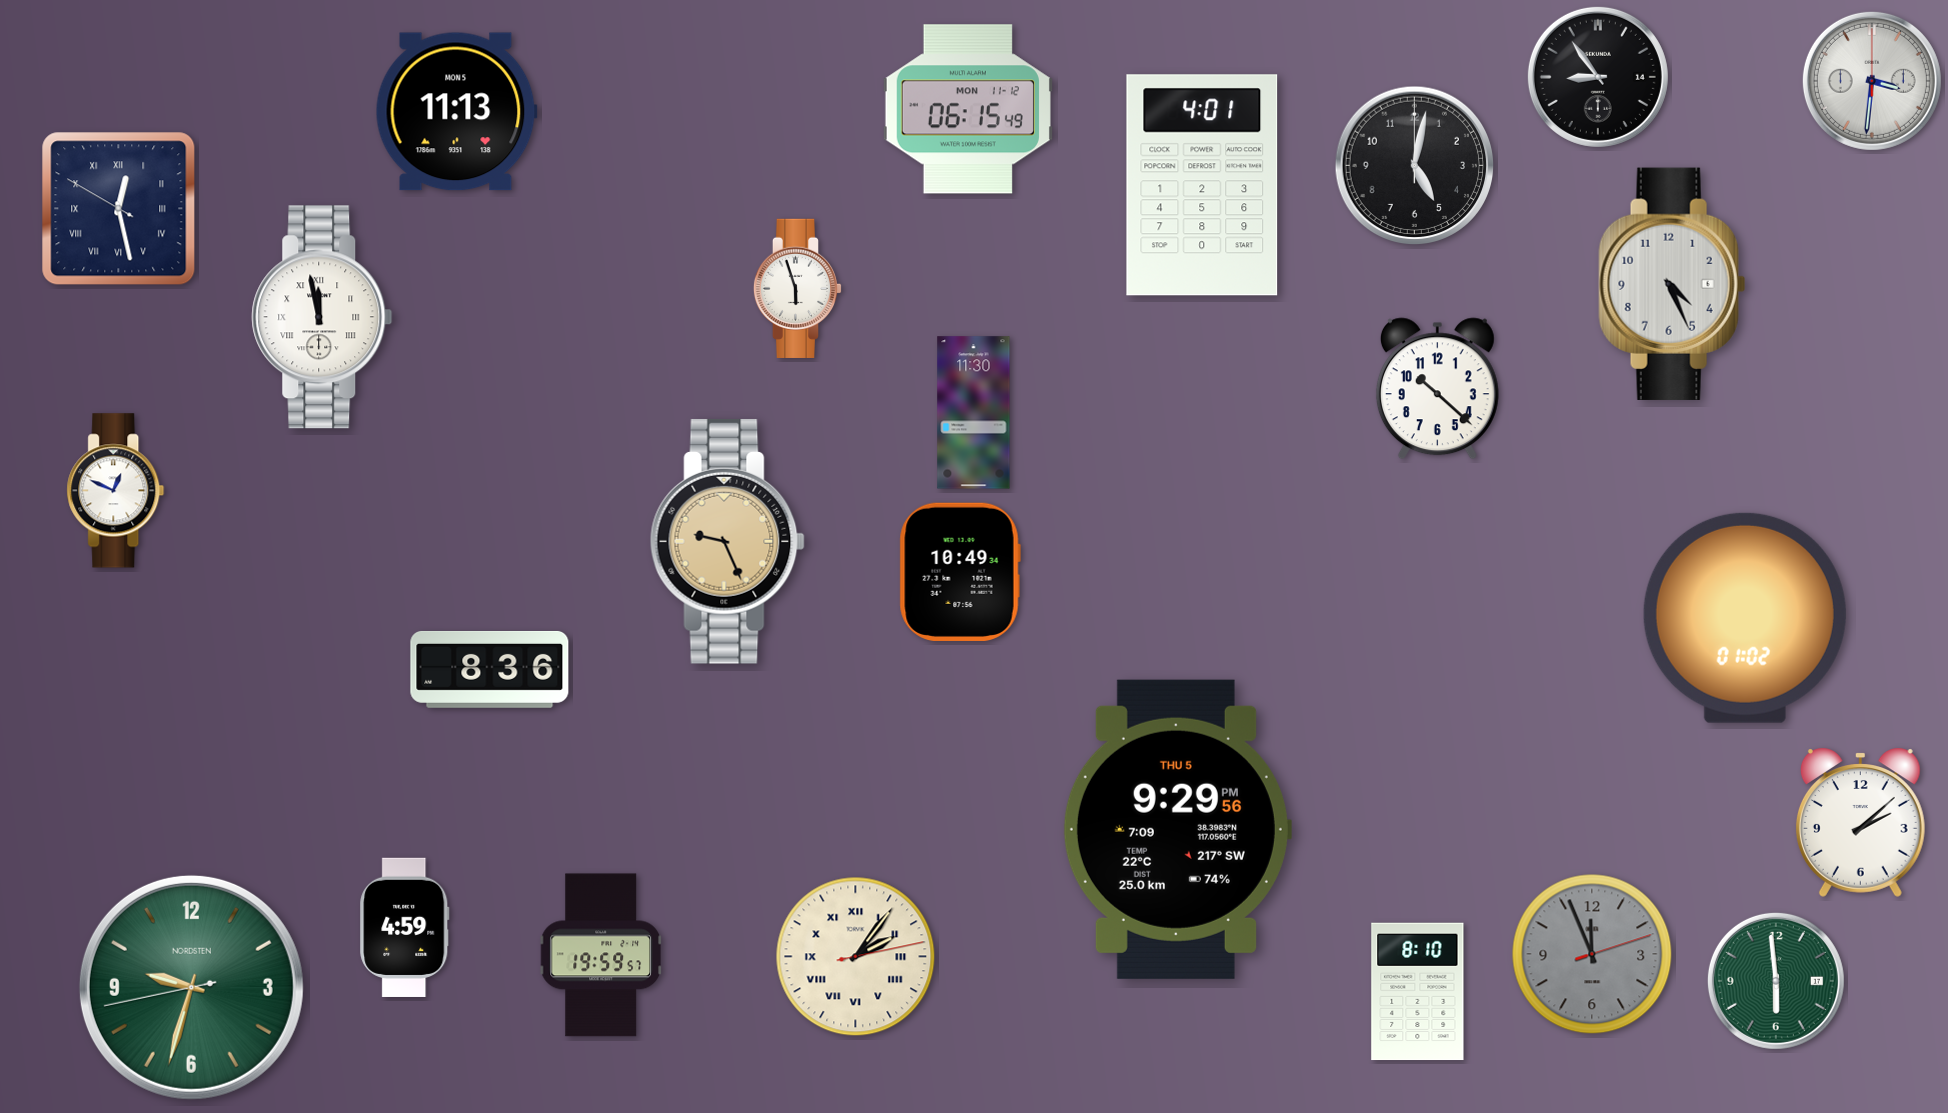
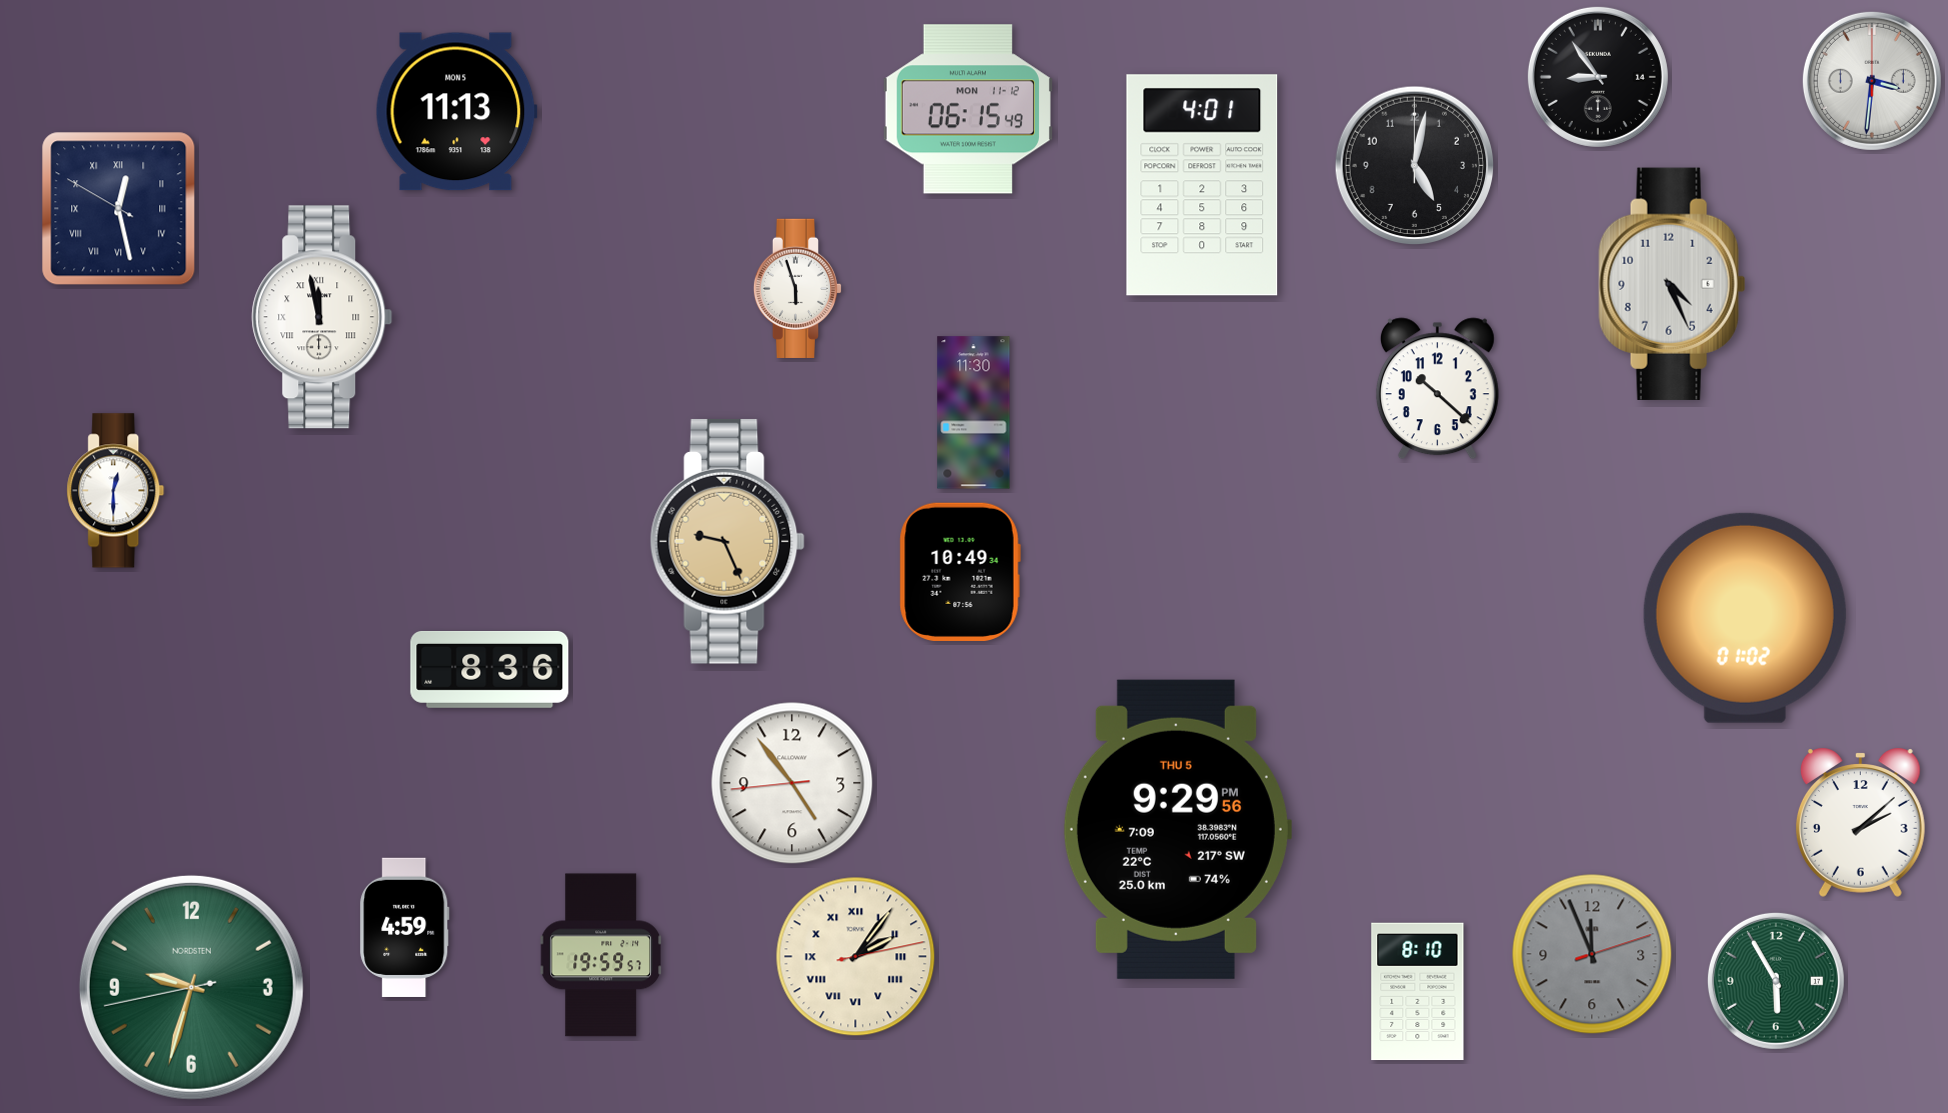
clock at (116, 491): 12:49 -> 12:30
clock at (792, 783): none -> 4:53
clock at (1776, 981): 5:59 -> 5:55
